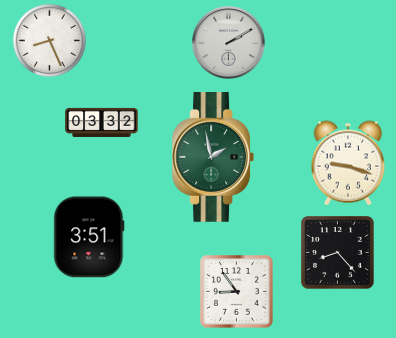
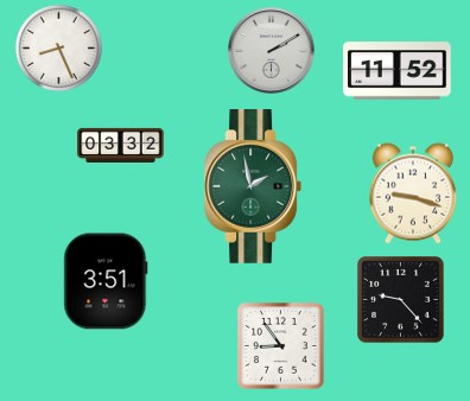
clock at (398, 71): none -> 11:52
clock at (338, 253): 8:23 -> 9:23
